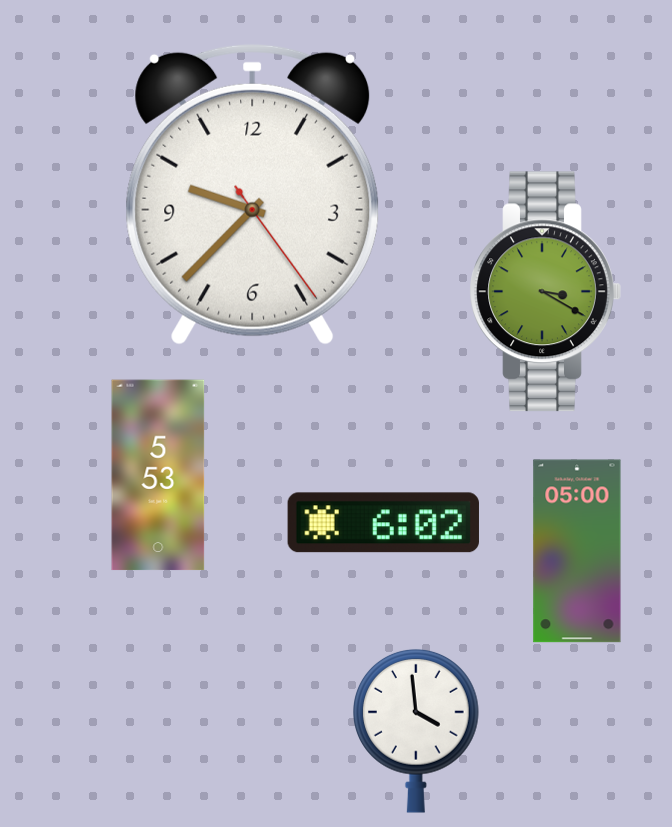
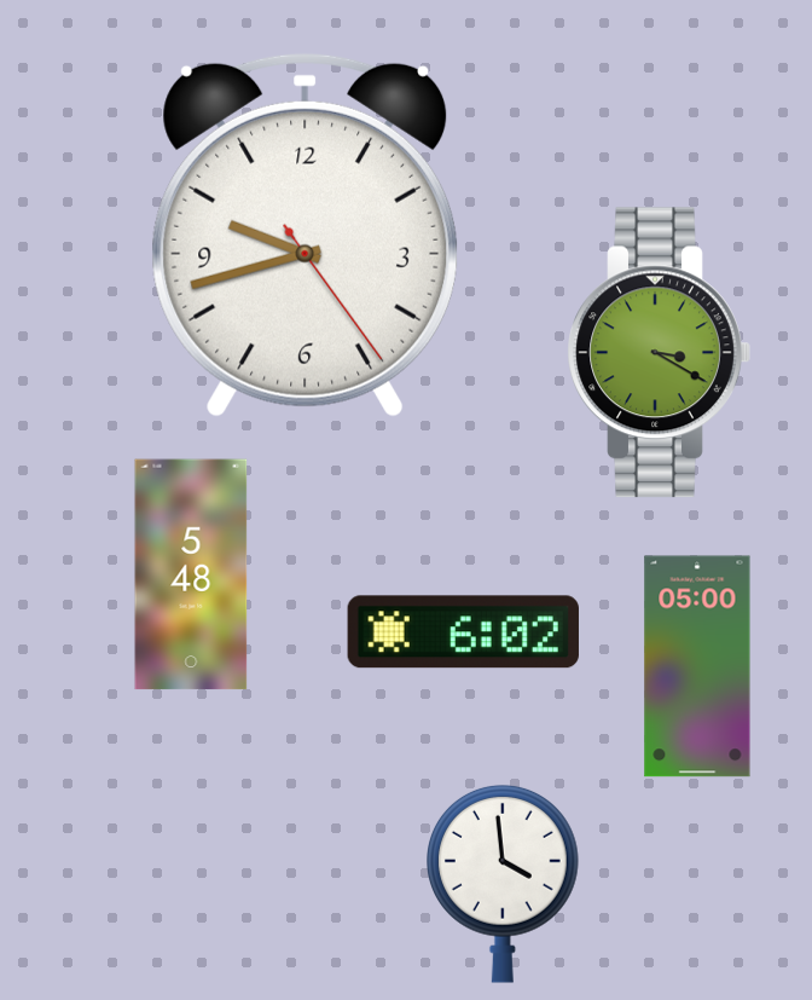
clock at (252, 194): 9:37 -> 9:42
clock at (158, 475): 5:53 -> 5:48
